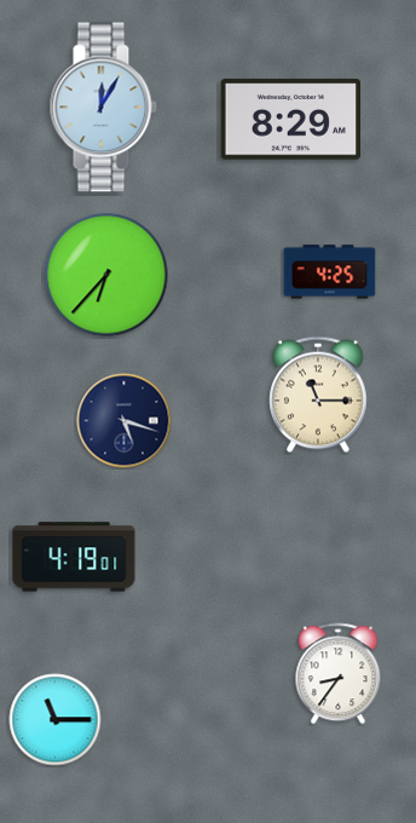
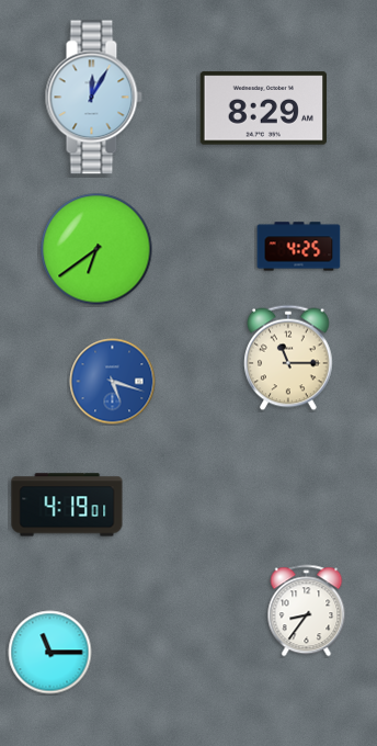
clock at (106, 275): 6:37 -> 6:39
clock at (125, 421) dial: navy -> blue
